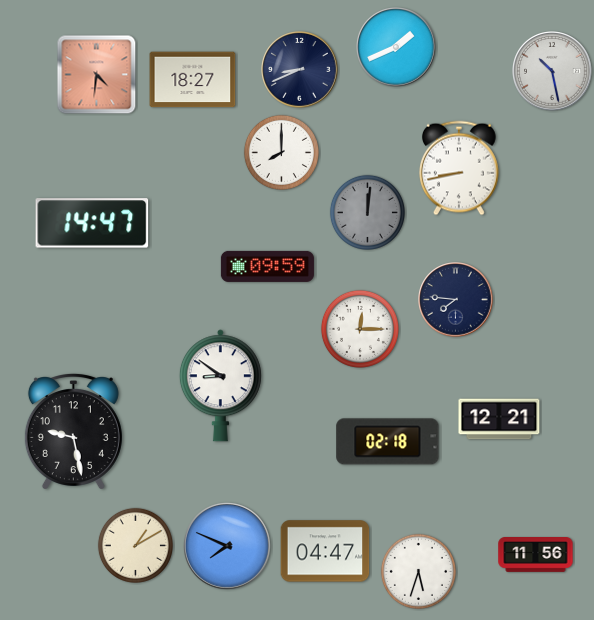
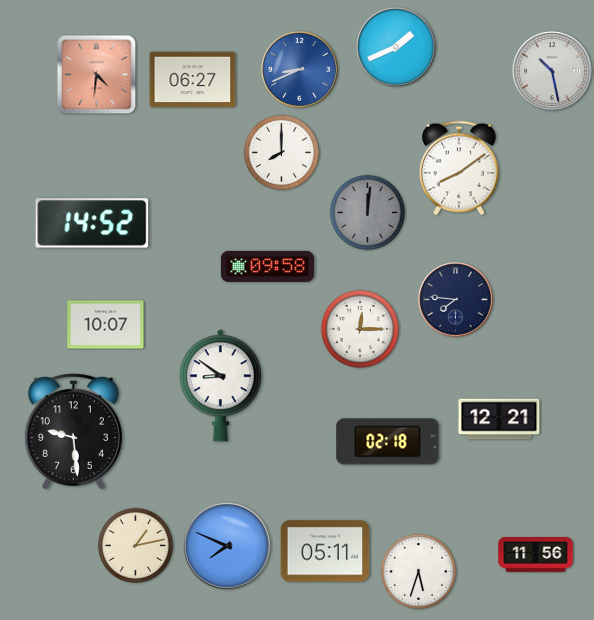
clock at (300, 70) dial: navy -> blue
clock at (193, 80): 18:27 -> 06:27
clock at (460, 168): 8:43 -> 8:09
clock at (92, 223): 14:47 -> 14:52
clock at (267, 266): 09:59 -> 09:58
clock at (106, 325): none -> 10:07
clock at (73, 432): 9:28 -> 9:29
clock at (135, 545): 1:10 -> 1:13
clock at (325, 551): 04:47 -> 05:11
